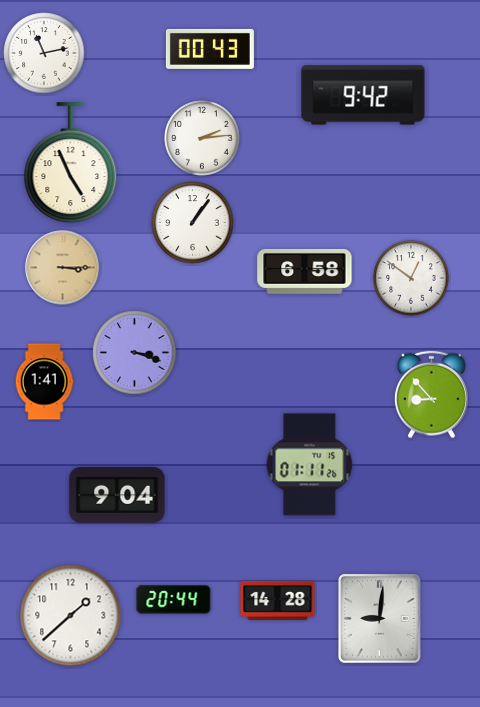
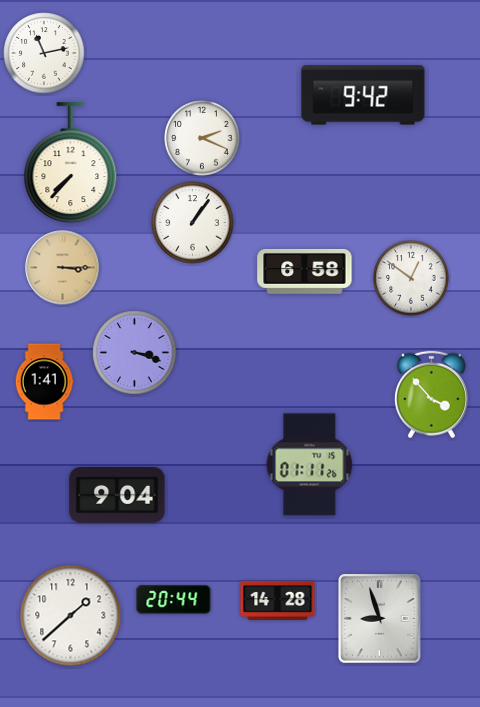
clock at (210, 49): 00:43 -> none
clock at (202, 138): 2:14 -> 2:19
clock at (71, 163): 4:56 -> 7:37
clock at (431, 395): 8:53 -> 3:53
clock at (380, 619): 9:01 -> 8:57
